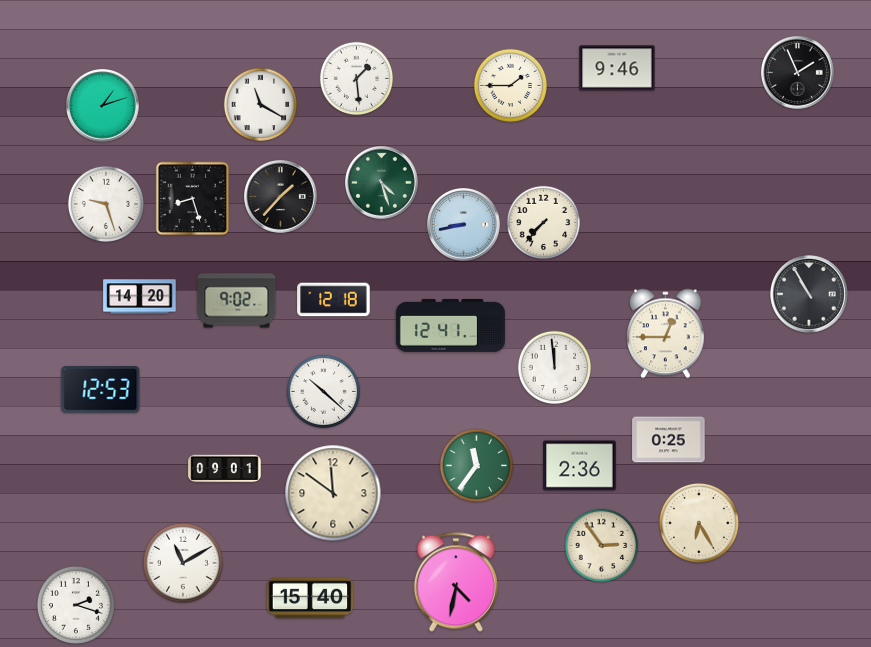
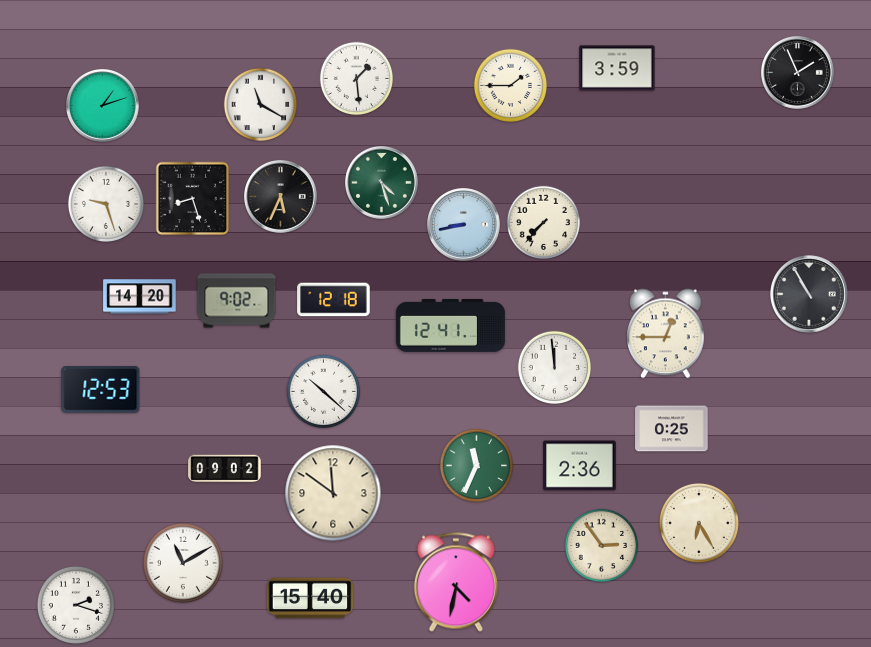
clock at (617, 68): 9:46 -> 3:59
clock at (281, 197): 1:37 -> 5:34
clock at (669, 440) position: (669, 440) -> (672, 429)
clock at (477, 466): 11:36 -> 11:34
clock at (225, 469): 09:01 -> 09:02
